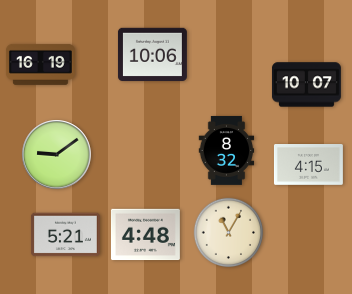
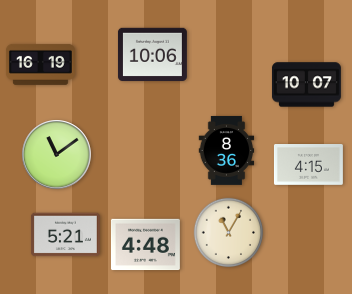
clock at (227, 150): 8:32 -> 8:36
clock at (57, 155): 9:09 -> 11:09
clock at (145, 235) position: (145, 235) -> (145, 245)
